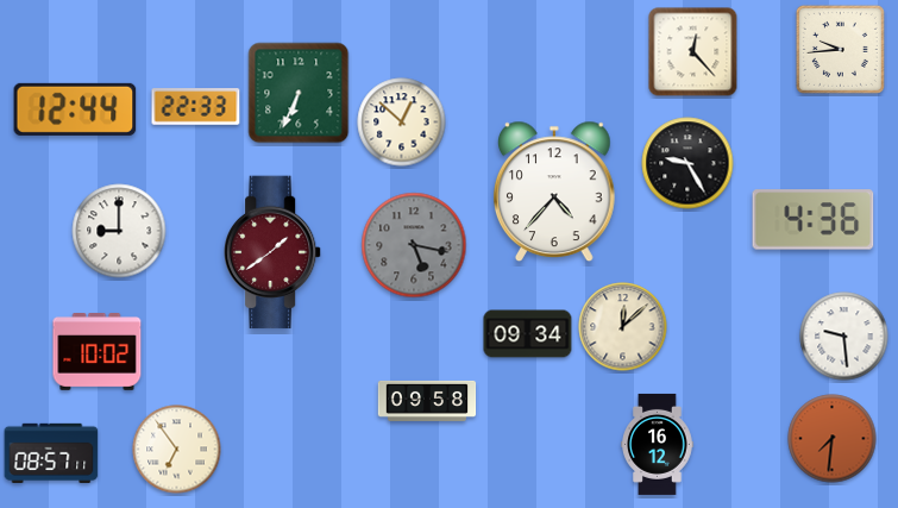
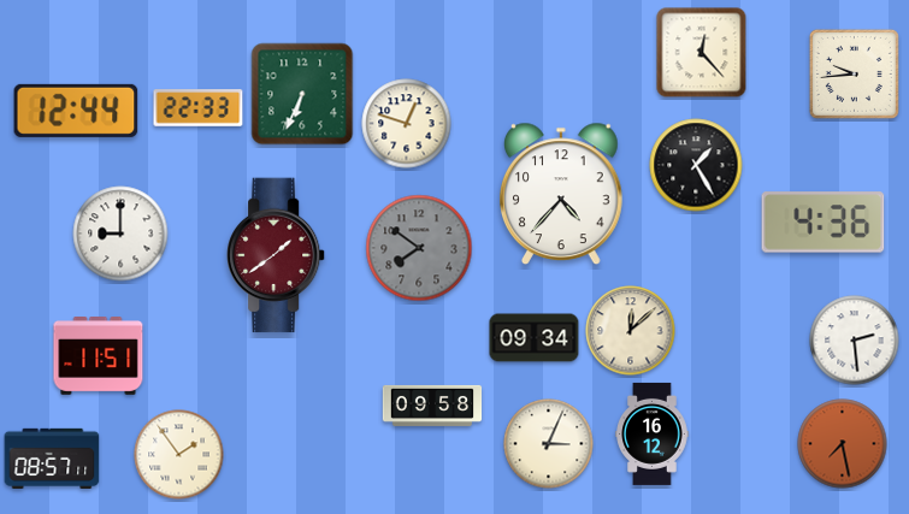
clock at (840, 49) position: (840, 49) -> (854, 73)
clock at (402, 123): 12:52 -> 12:48
clock at (687, 163): 9:25 -> 1:25
clock at (414, 245): 5:17 -> 7:51
clock at (844, 337): 9:29 -> 2:29
clock at (98, 352): 10:02 -> 11:51
clock at (549, 444): none -> 3:04
clock at (833, 439): 7:31 -> 7:28
clock at (658, 444) position: (658, 444) -> (653, 433)
clock at (177, 450): 6:54 -> 1:54
